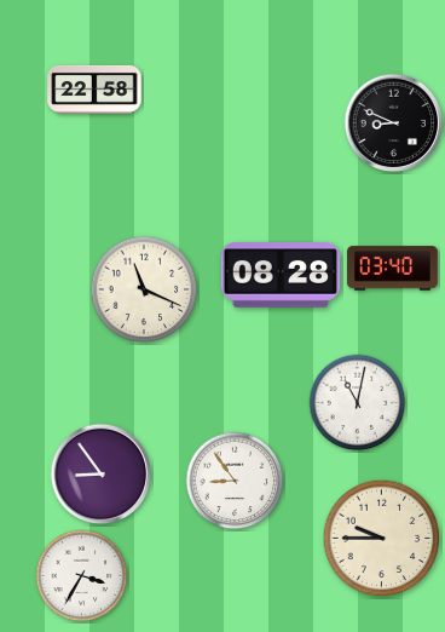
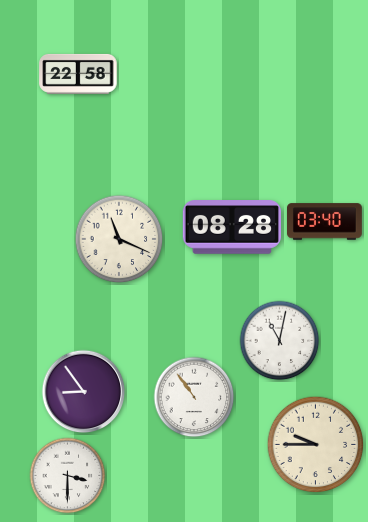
clock at (394, 123): 8:49 -> none
clock at (358, 403) position: (358, 403) -> (280, 341)
clock at (235, 481): 8:54 -> 10:54
clock at (82, 576): 3:35 -> 3:30
